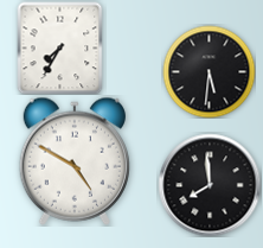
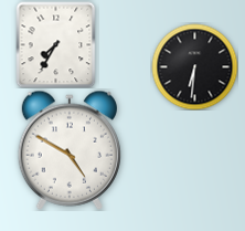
clock at (209, 71): 5:31 -> 6:31
clock at (210, 185): 7:59 -> none
